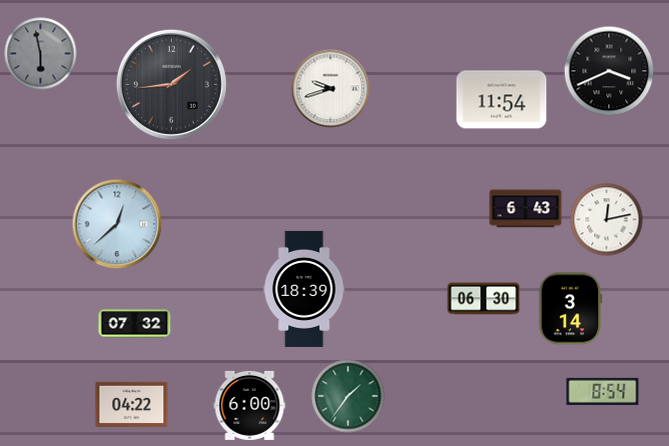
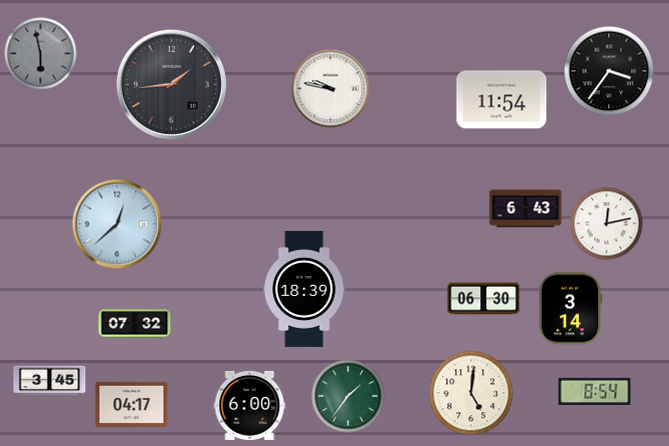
clock at (609, 71): 3:41 -> 3:36
clock at (331, 89): 9:42 -> 9:47
clock at (607, 220) position: (607, 220) -> (607, 224)
clock at (50, 381): none -> 3:45
clock at (603, 391) position: (603, 391) -> (595, 391)
clock at (471, 393): none -> 5:01
clock at (132, 404): 04:22 -> 04:17
